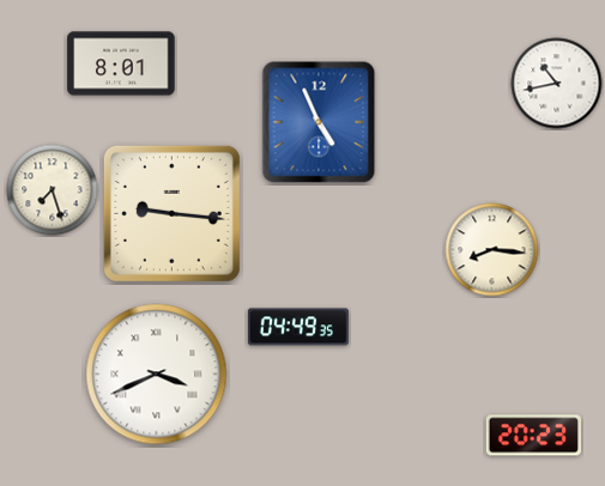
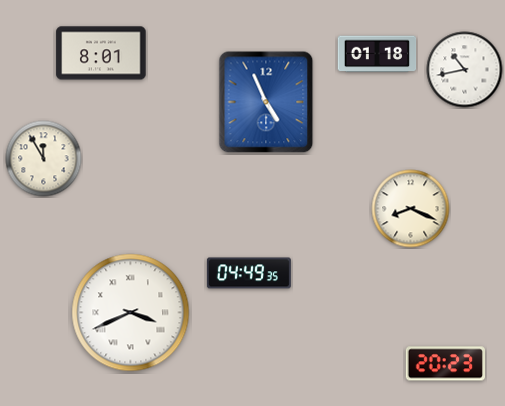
clock at (377, 54): none -> 01:18
clock at (53, 190): 7:27 -> 11:55
clock at (171, 213): 9:16 -> none
clock at (492, 250): 8:16 -> 8:19
